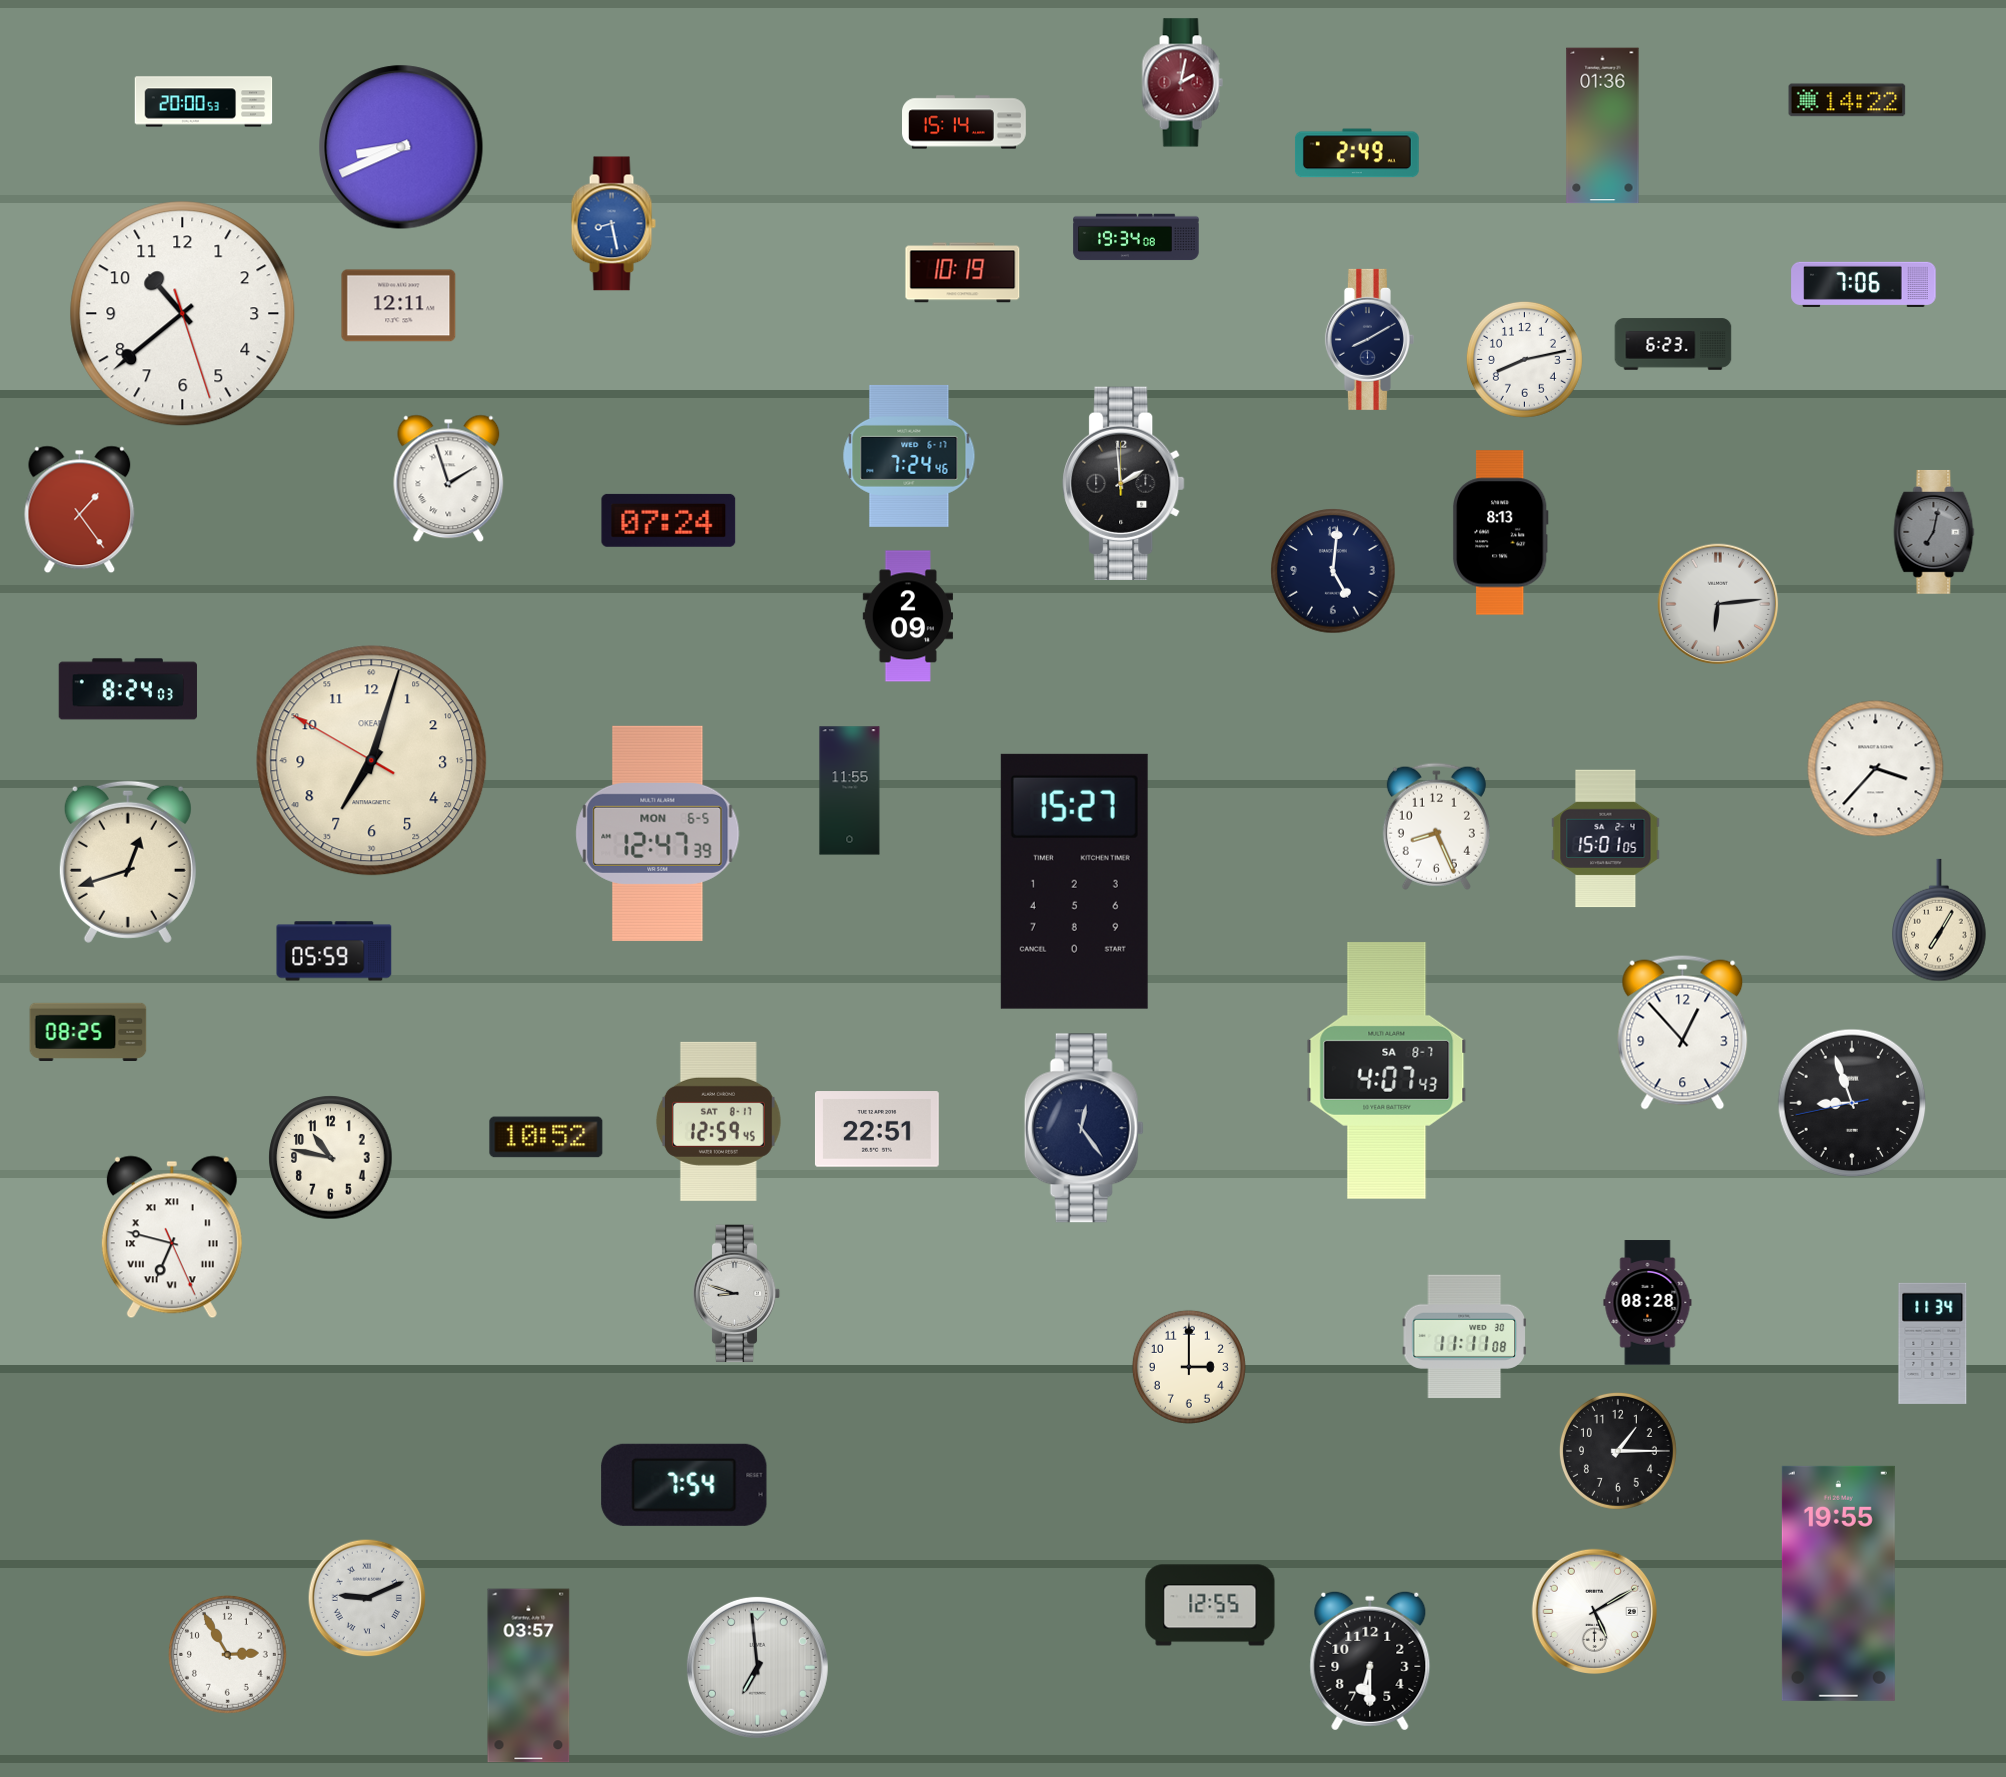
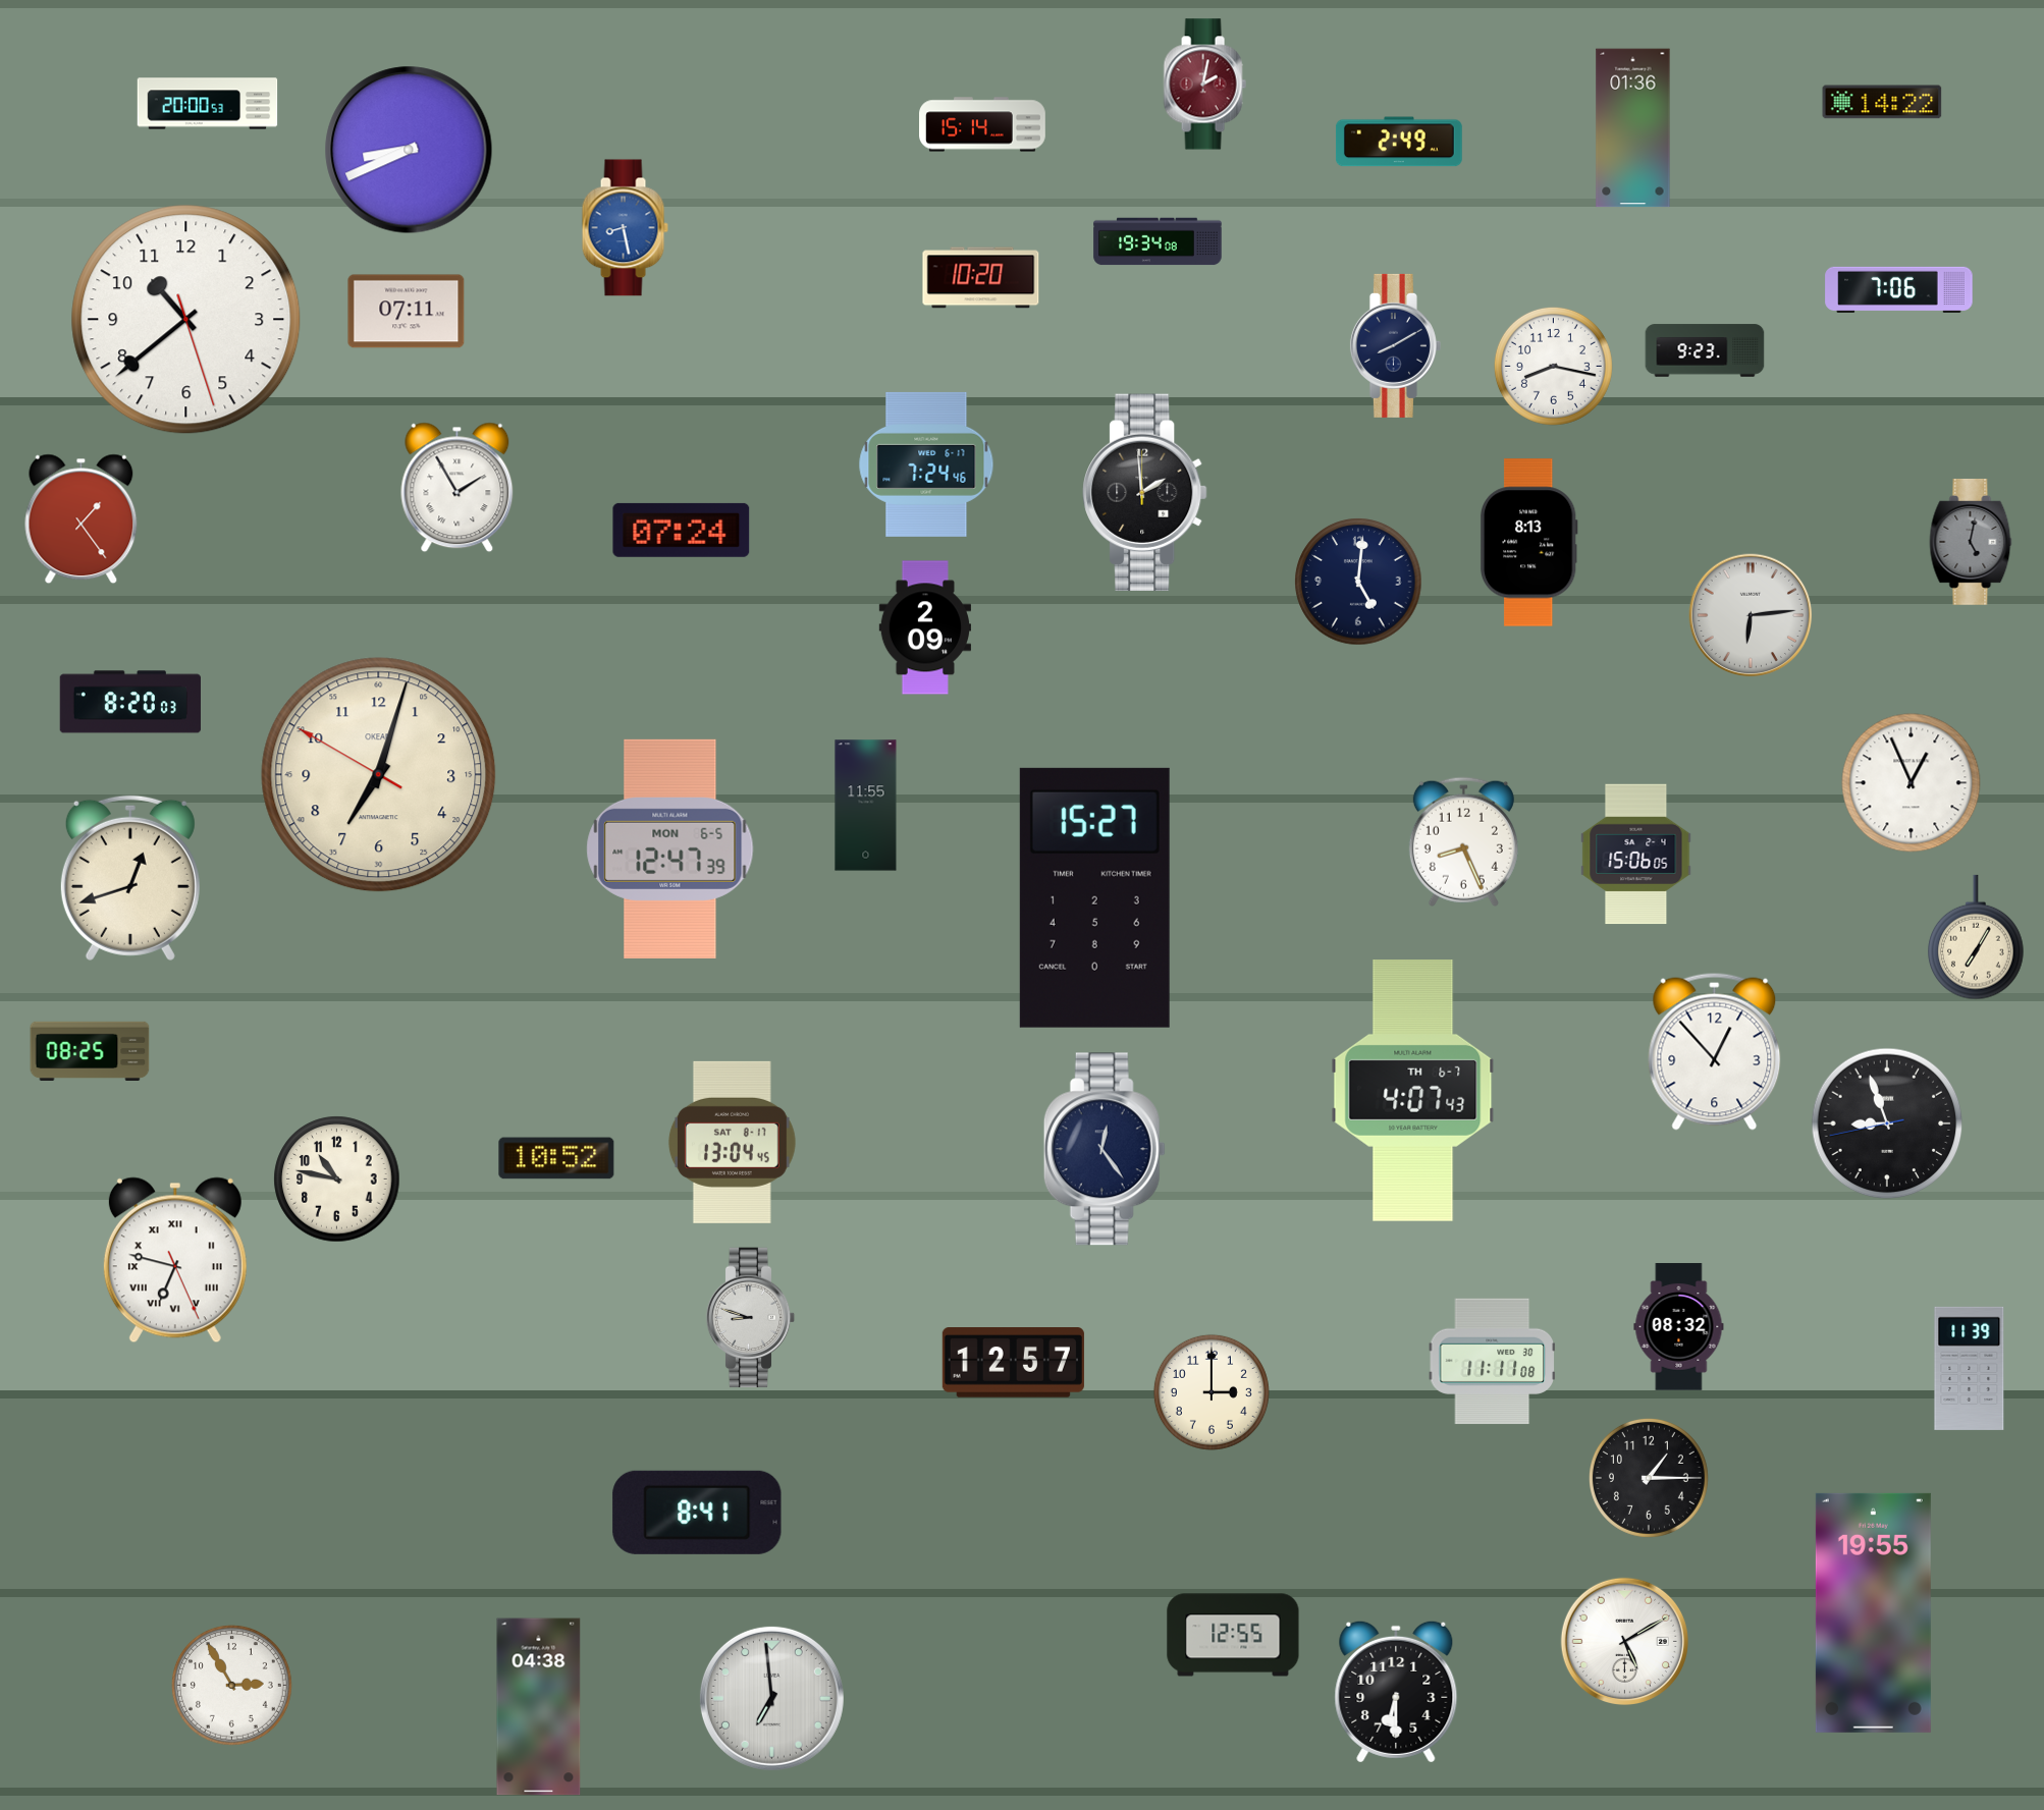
clock at (1357, 153) position: (1357, 153) -> (1399, 142)
clock at (963, 273): 10:19 -> 10:20
clock at (399, 306): 12:11 -> 07:11
clock at (1673, 344): 6:23 -> 9:23
clock at (1524, 359): 8:13 -> 8:17
clock at (449, 479): 1:57 -> 1:55
clock at (1934, 532): 7:02 -> 5:02
clock at (127, 689): 8:24 -> 8:20
clock at (1876, 769): 3:37 -> 12:56
clock at (1606, 839): 15:01 -> 15:06
clock at (334, 951): 05:59 -> none
clock at (1387, 1071) date: SA 8-7 -> TH 6-7
clock at (718, 1121): 12:59 -> 13:04
clock at (877, 1129): 22:51 -> none
clock at (1648, 1303): 08:28 -> 08:32
clock at (1013, 1363): none -> 12:57
clock at (1933, 1343): 11:34 -> 11:39
clock at (684, 1485): 7:54 -> 8:41
clock at (367, 1598): 9:11 -> none
clock at (529, 1676): 03:57 -> 04:38
